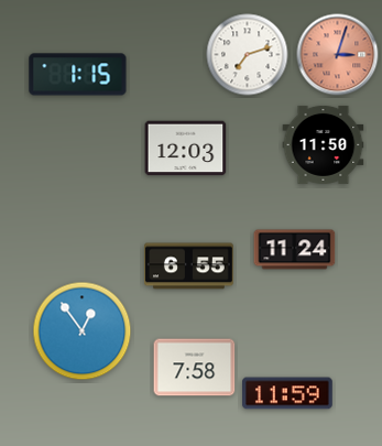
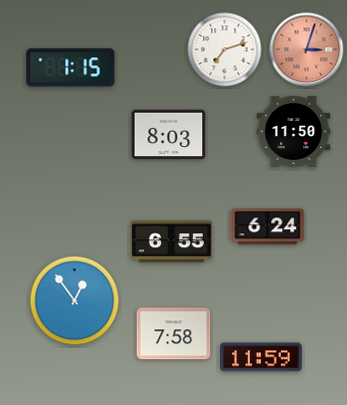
clock at (186, 149): 12:03 -> 8:03
clock at (295, 250): 11:24 -> 6:24
clock at (195, 368) position: (195, 368) -> (174, 334)
